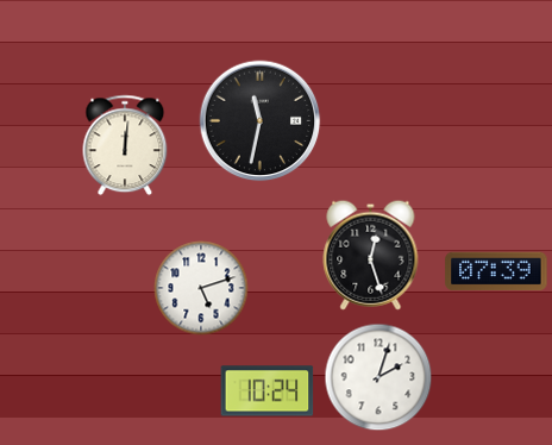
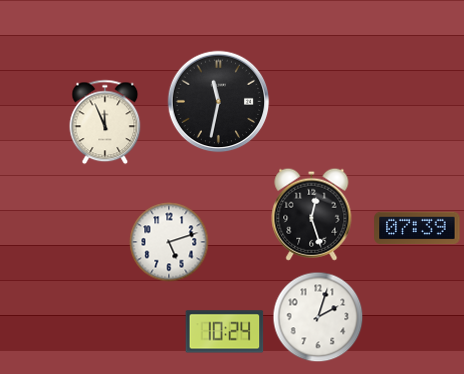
clock at (125, 145): 12:01 -> 11:56
clock at (268, 391) position: (268, 391) -> (225, 332)
